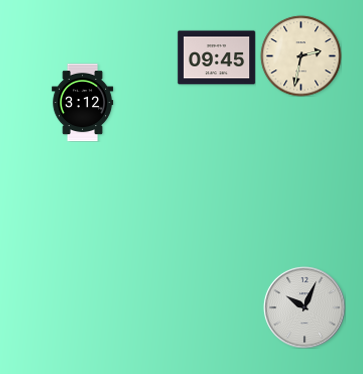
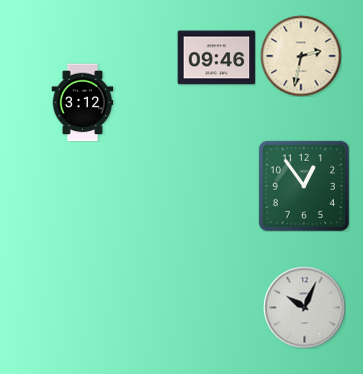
clock at (216, 58): 09:45 -> 09:46
clock at (304, 186): none -> 12:54
